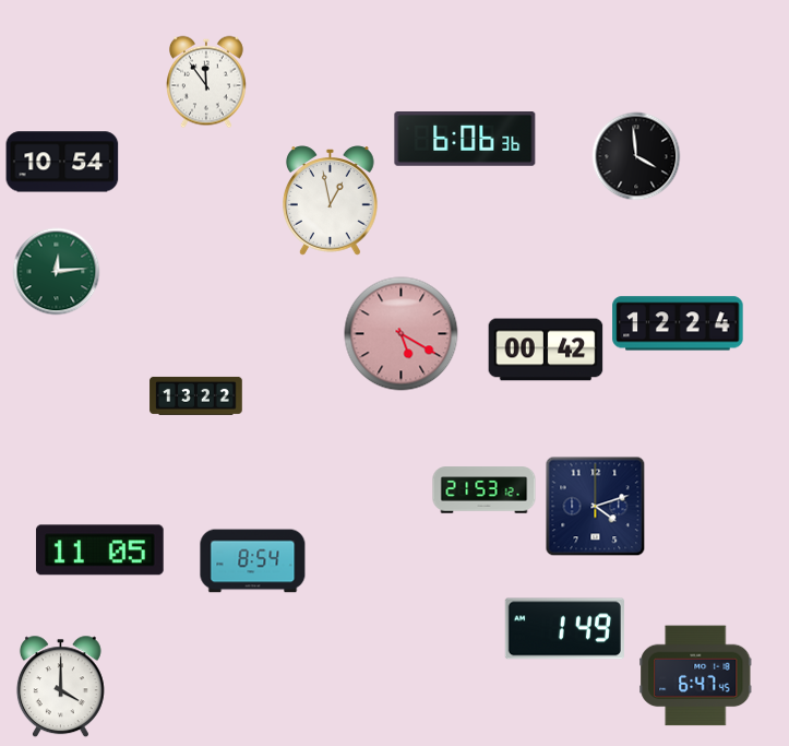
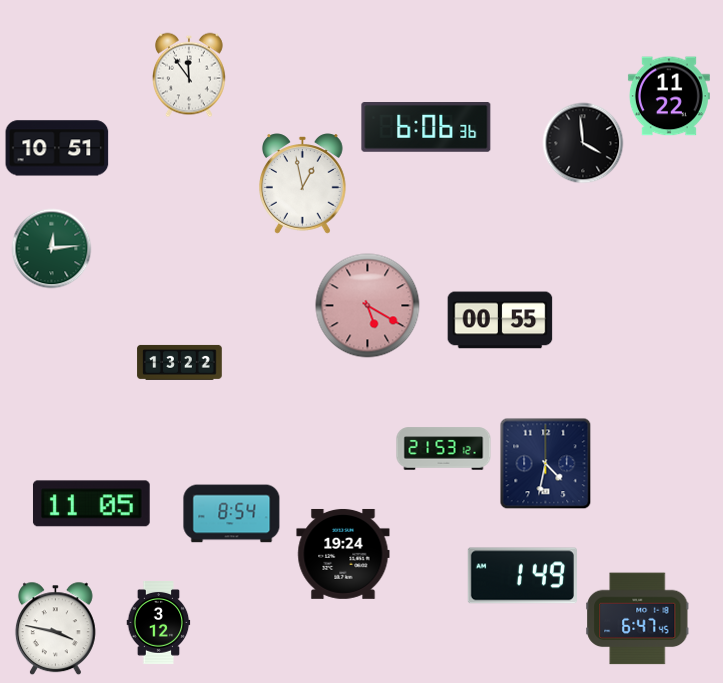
clock at (669, 96): none -> 11:22
clock at (62, 162): 10:54 -> 10:51
clock at (678, 323): 12:24 -> none
clock at (546, 350): 00:42 -> 00:55
clock at (596, 507): 4:12 -> 4:32
clock at (343, 554): none -> 19:24
clock at (564, 629) position: (564, 629) -> (522, 576)
clock at (159, 623): none -> 3:12
clock at (60, 687): 4:00 -> 3:47
